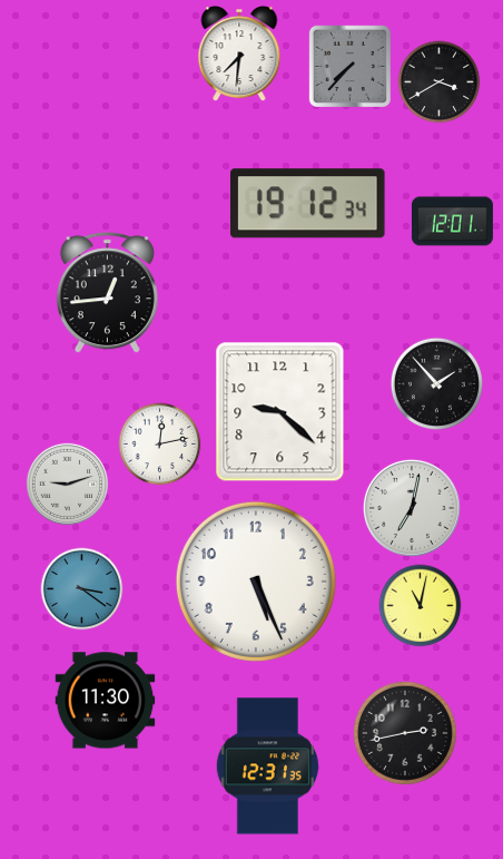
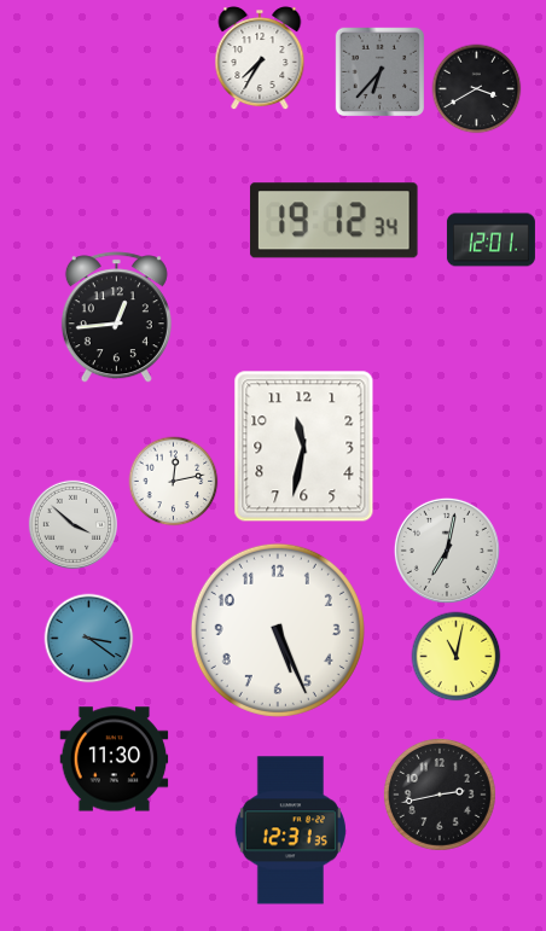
clock at (239, 55): 7:31 -> 7:35
clock at (349, 66): 7:37 -> 6:37
clock at (436, 383): 1:53 -> none
clock at (280, 412): 9:22 -> 11:32
clock at (67, 484): 9:12 -> 3:52
